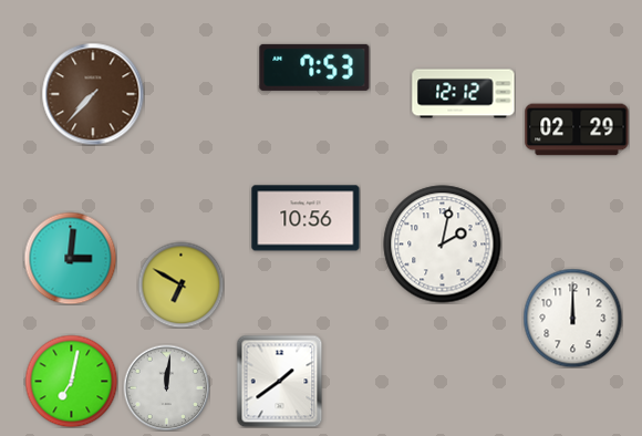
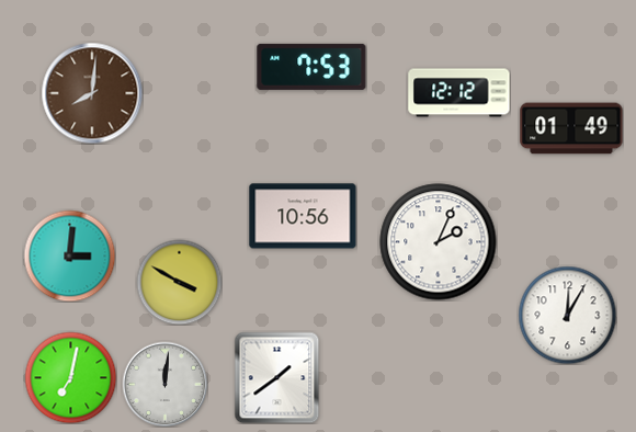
clock at (93, 94): 7:37 -> 8:01
clock at (577, 129): 02:29 -> 01:49
clock at (443, 245): 2:02 -> 2:04
clock at (180, 284): 6:50 -> 3:50
clock at (572, 318): 12:00 -> 12:05
